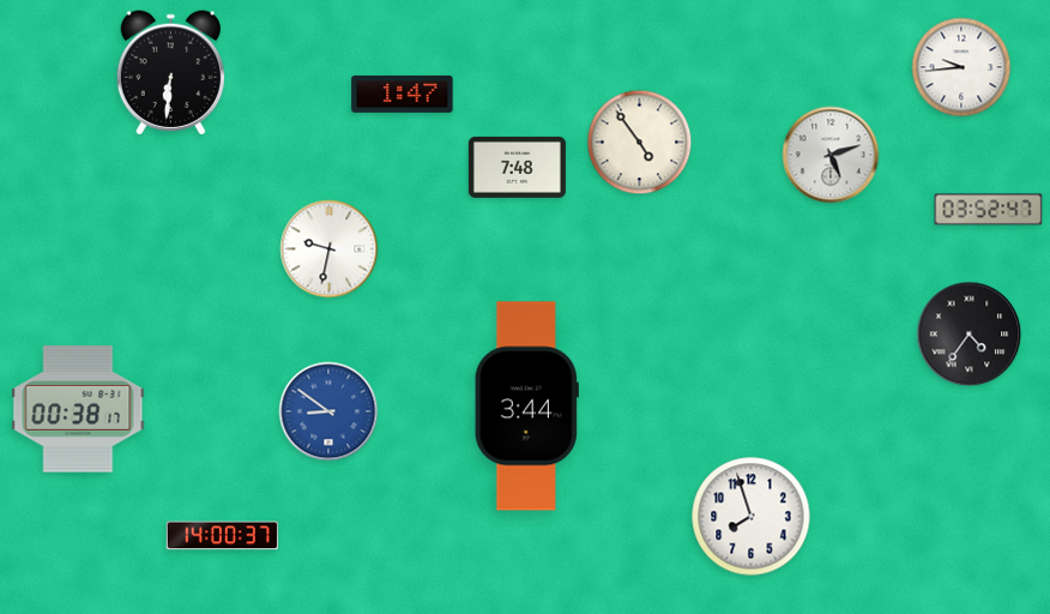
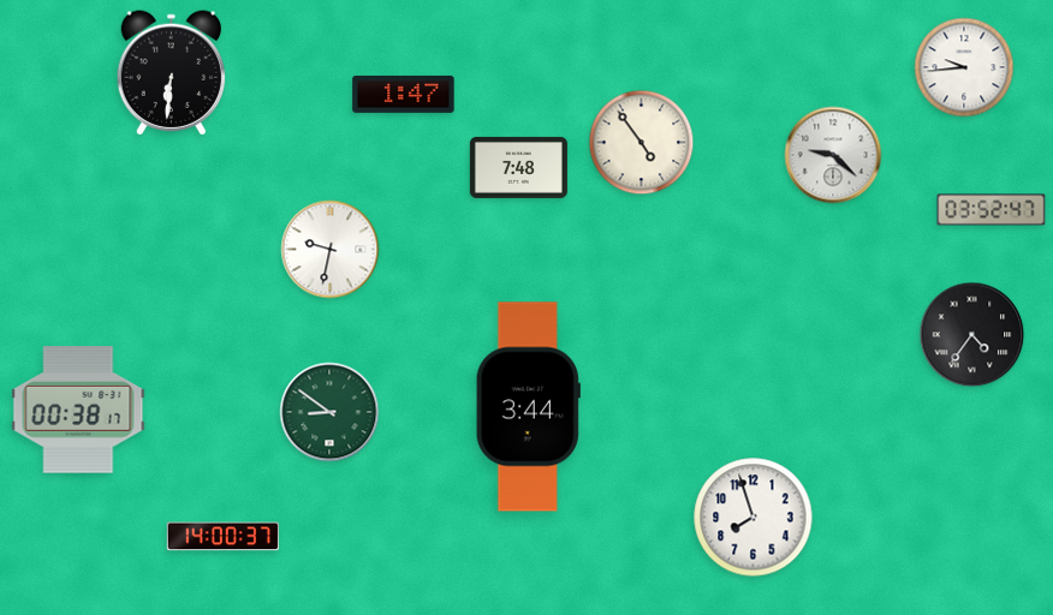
clock at (831, 155): 5:12 -> 9:22
clock at (328, 411) dial: blue -> green
